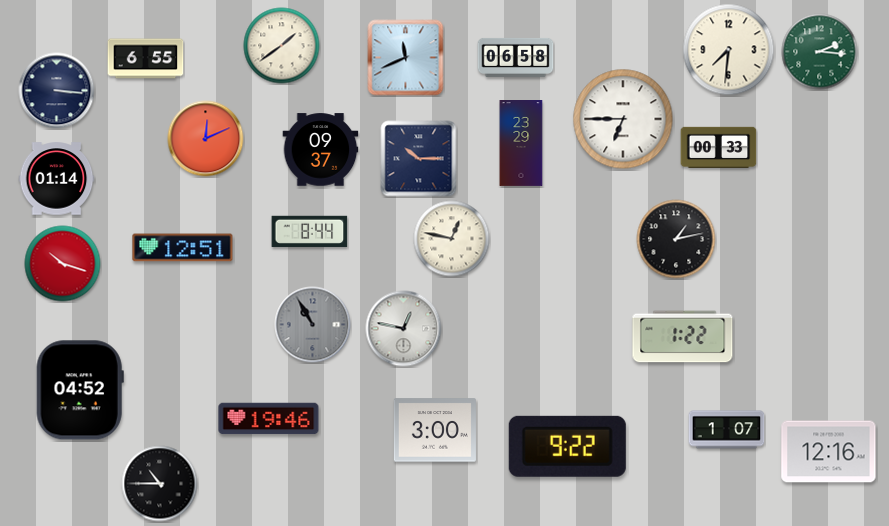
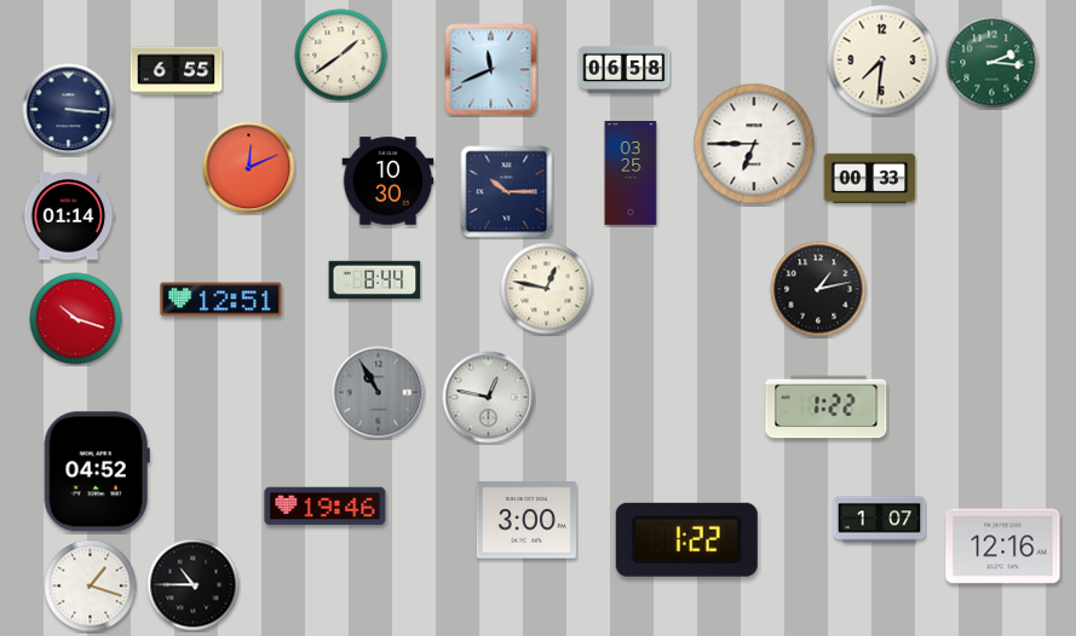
clock at (521, 144): 23:29 -> 03:25
clock at (321, 150): 09:37 -> 10:30
clock at (567, 446): 9:22 -> 1:22
clock at (91, 586): none -> 1:18
